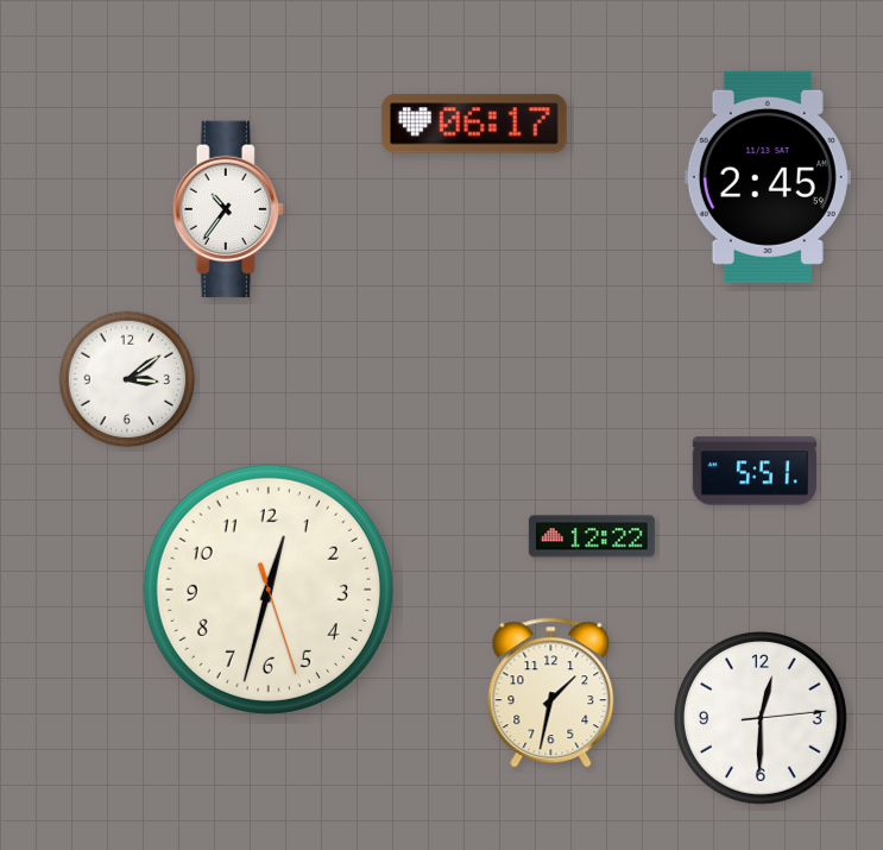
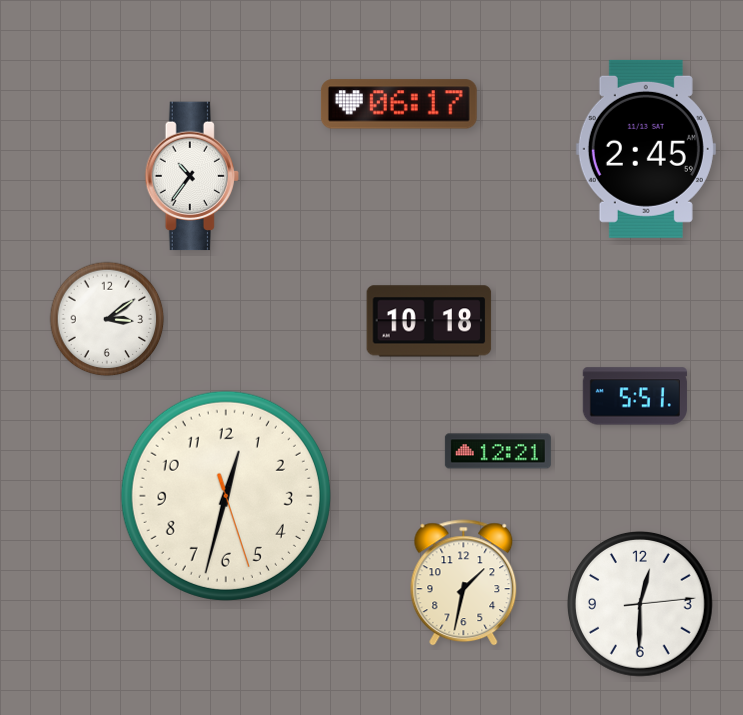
clock at (429, 321): none -> 10:18
clock at (592, 536): 12:22 -> 12:21
